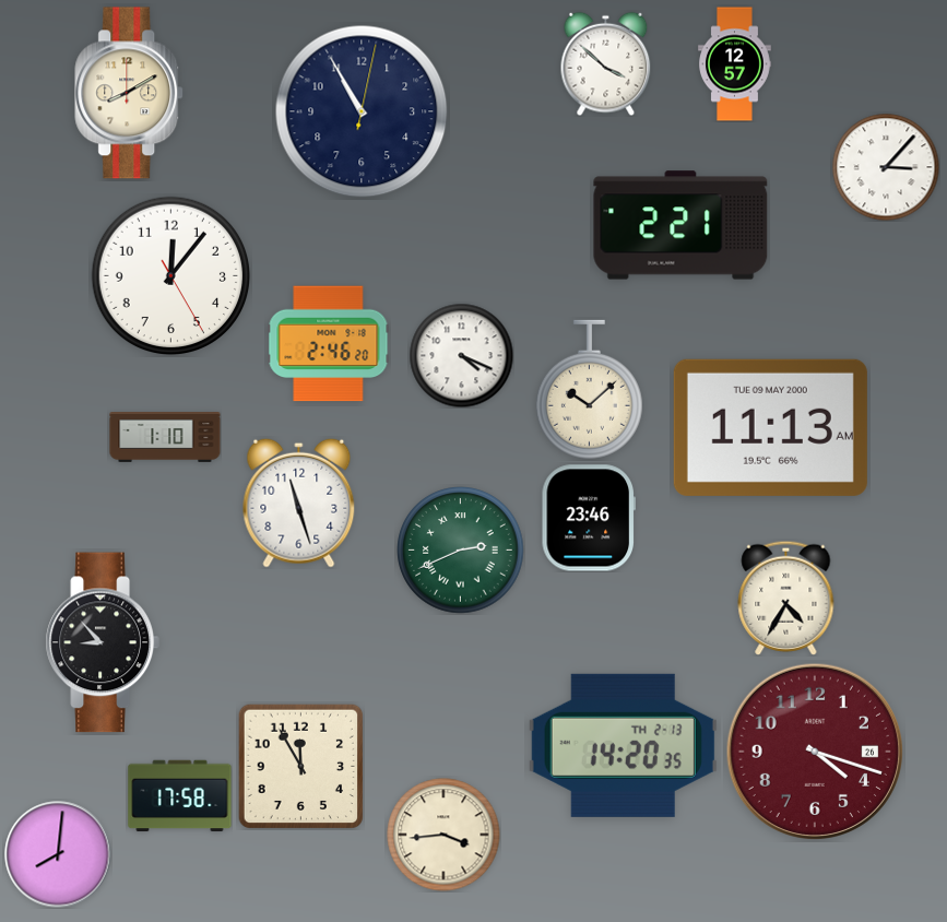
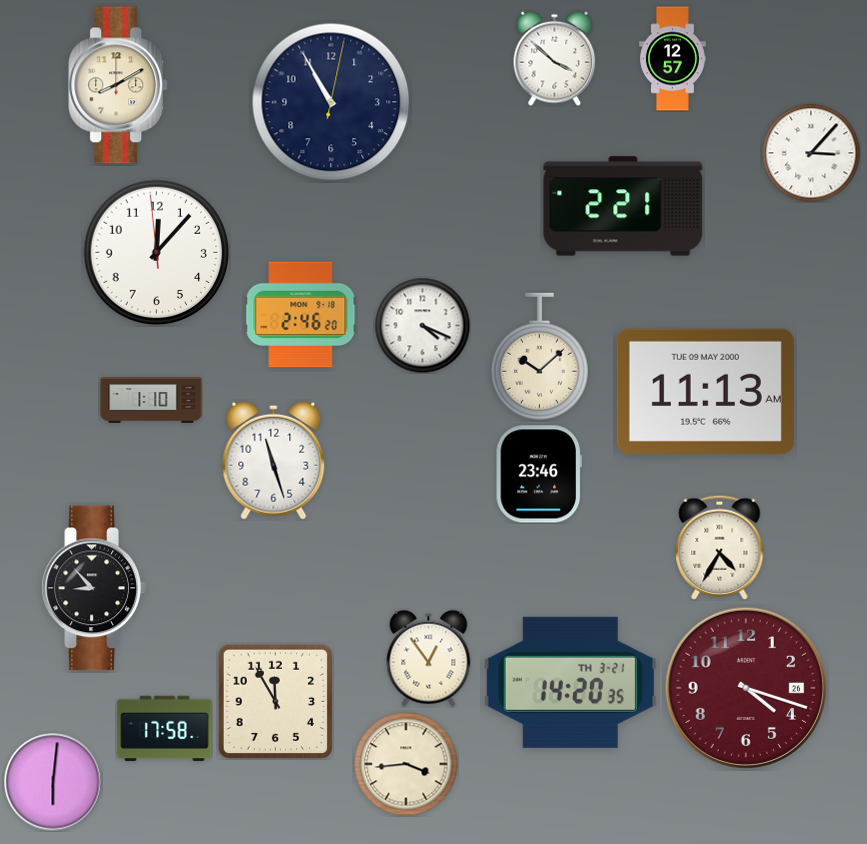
clock at (171, 276): 12:06:25 -> 12:06:59
clock at (461, 551): 2:41 -> none
clock at (429, 658): none -> 12:54
clock at (623, 745) date: TH 2-13 -> TH 3-21
clock at (58, 854): 8:01 -> 6:01
